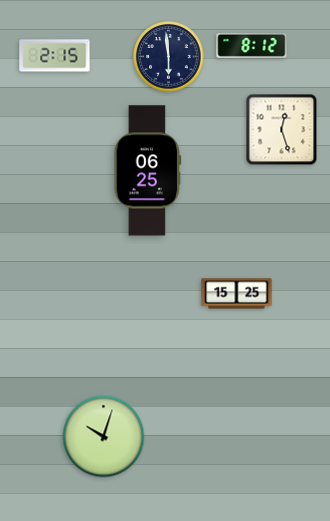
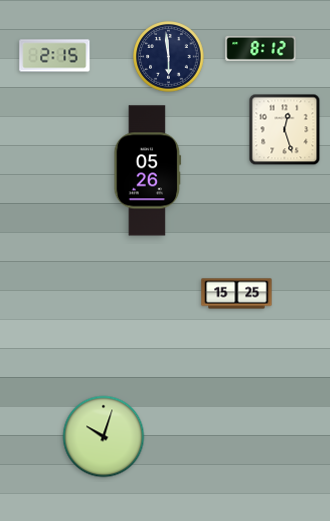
clock at (252, 45) position: (252, 45) -> (261, 48)
clock at (282, 130) position: (282, 130) -> (285, 130)
clock at (148, 171): 06:25 -> 05:26
